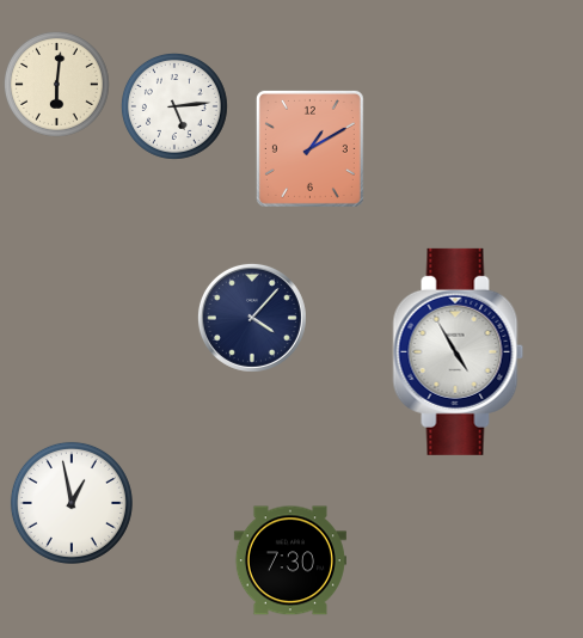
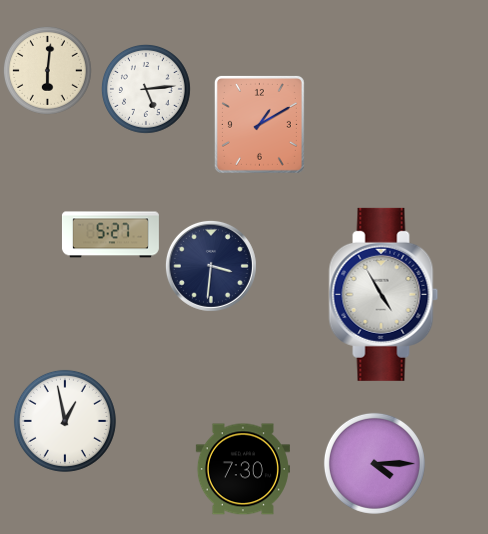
clock at (110, 235): none -> 5:27
clock at (252, 318): 4:07 -> 3:31
clock at (72, 503) position: (72, 503) -> (65, 421)
clock at (374, 463): none -> 4:15
